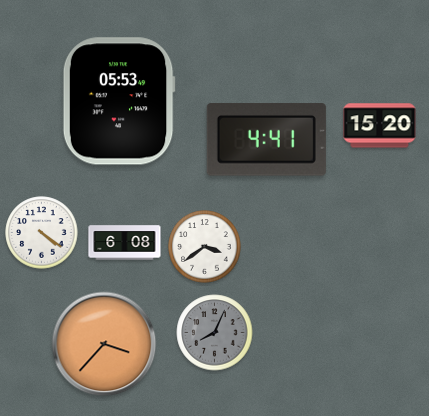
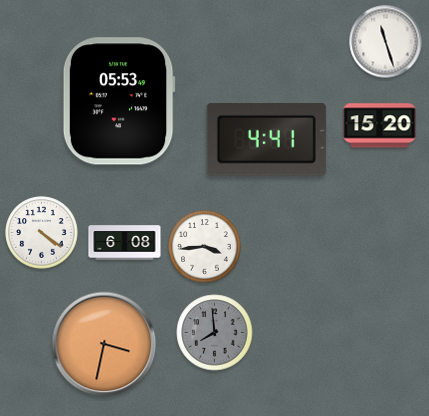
clock at (386, 42): none -> 11:27
clock at (205, 247): 3:39 -> 3:44
clock at (215, 333): 8:04 -> 7:59
clock at (104, 344): 3:37 -> 3:32
